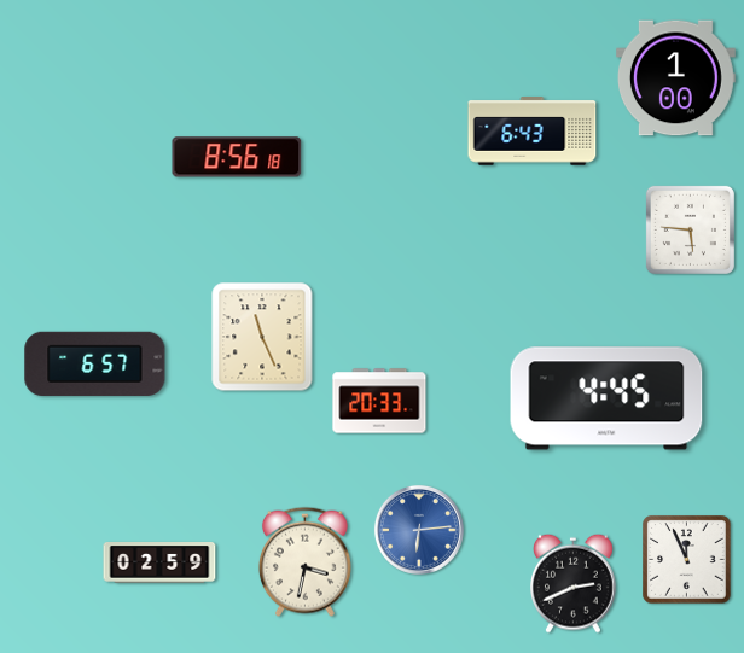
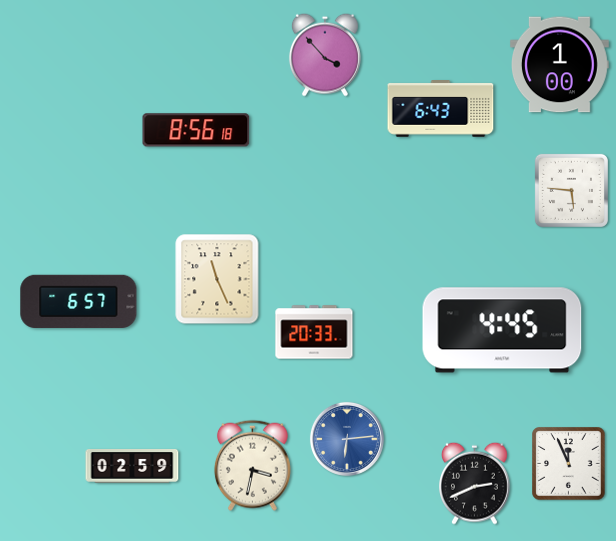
clock at (325, 55): none -> 3:53
